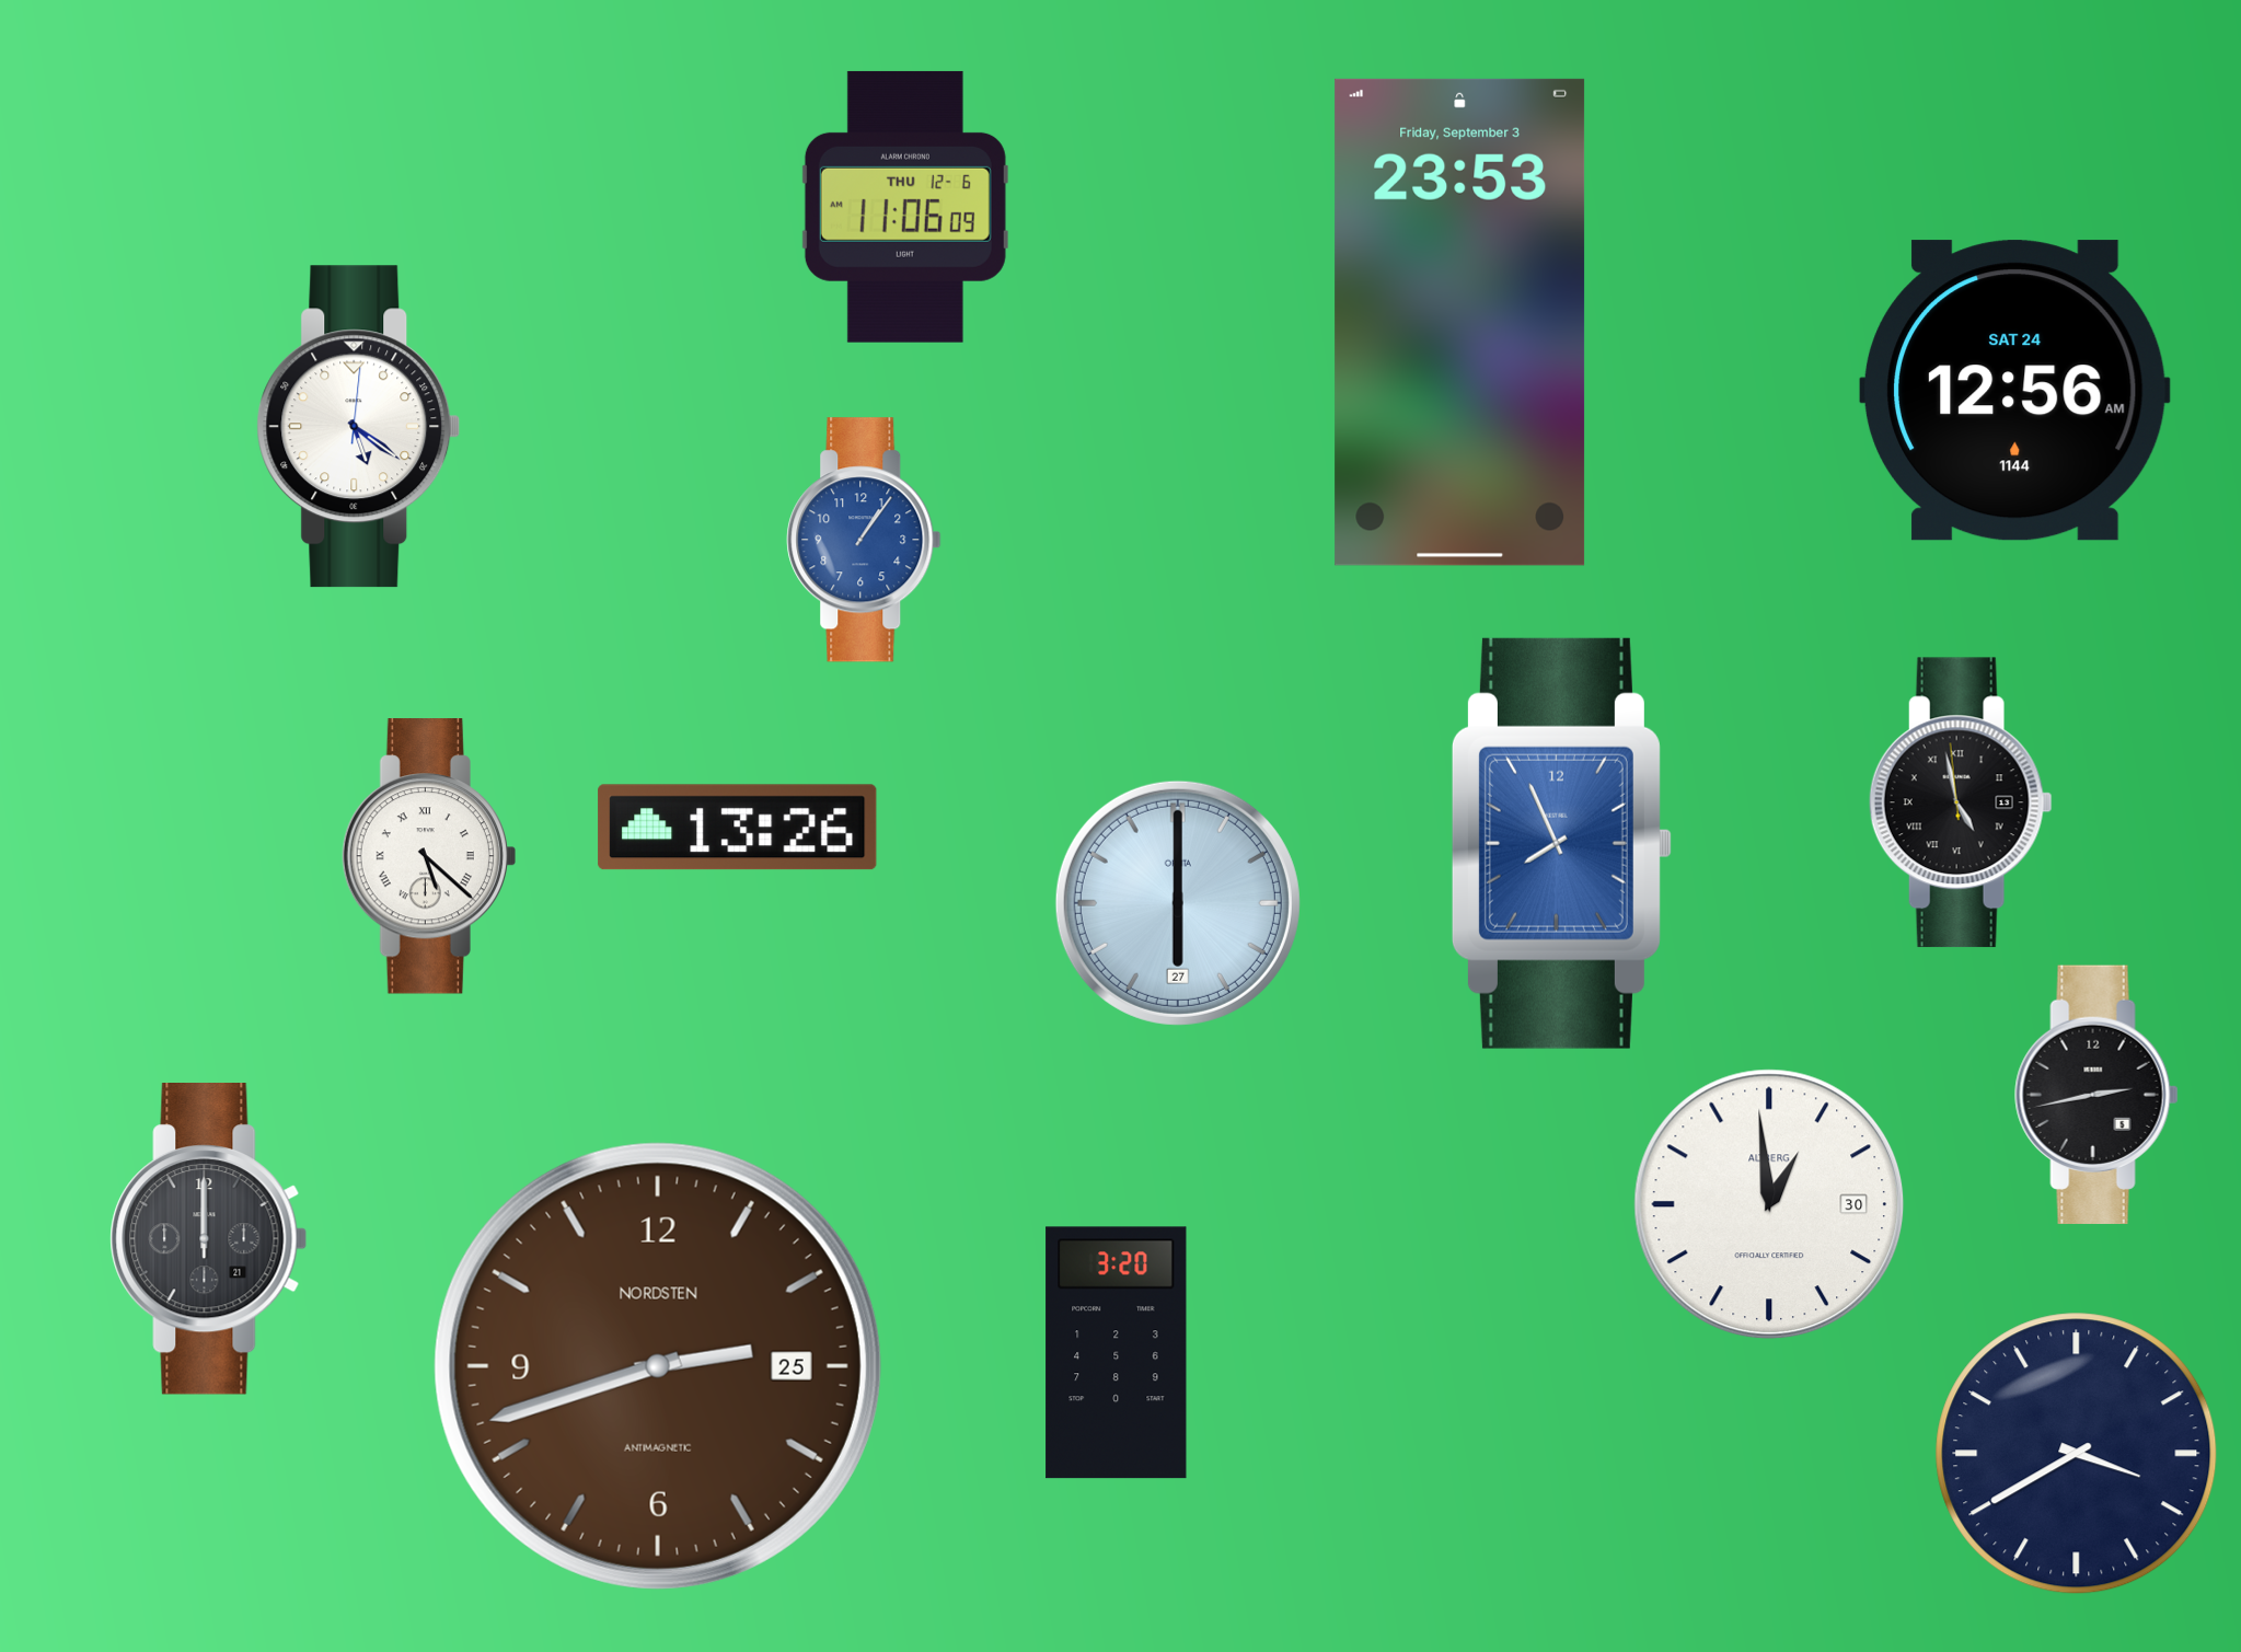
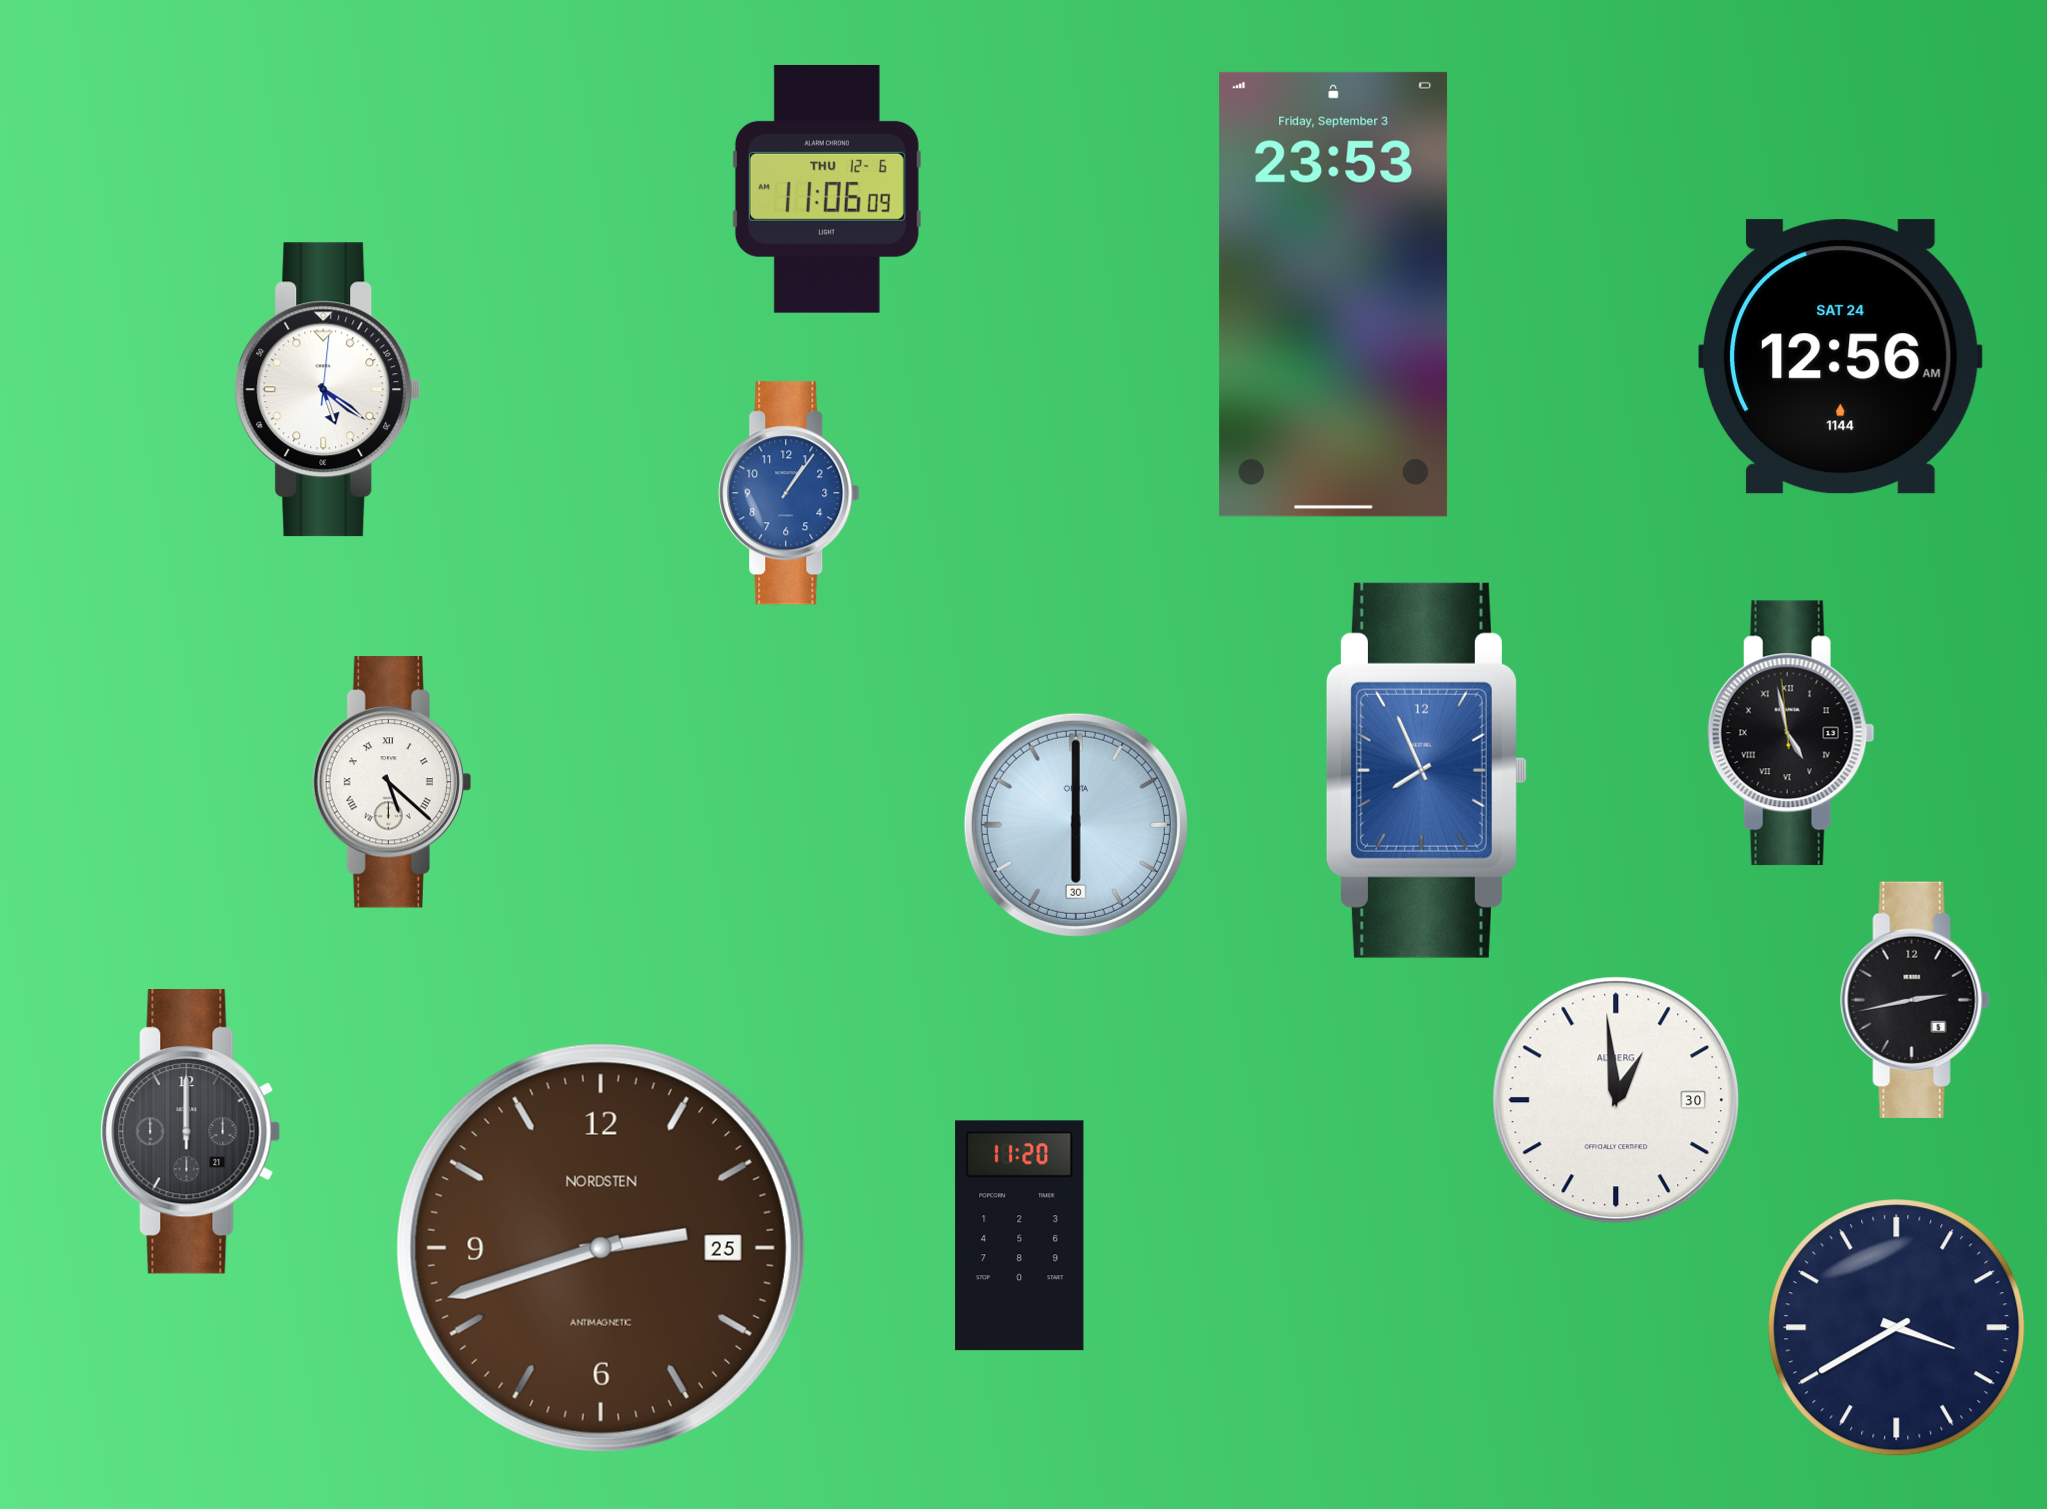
clock at (738, 828): 13:26 -> none
clock at (1178, 903) date: 27 -> 30
clock at (1117, 1353): 3:20 -> 11:20
